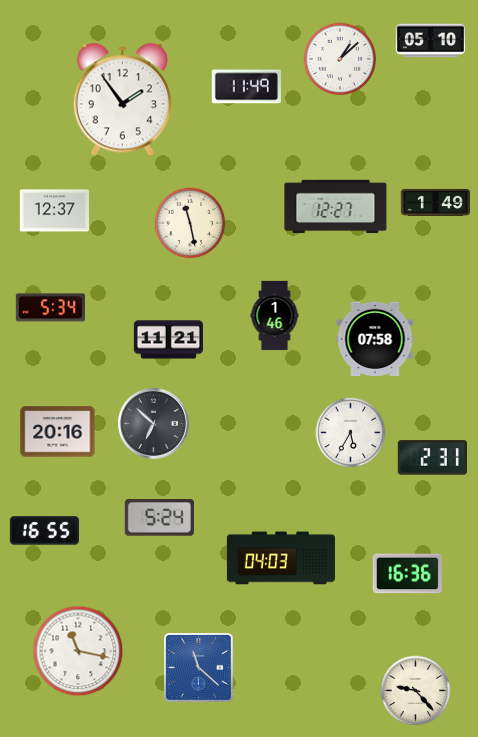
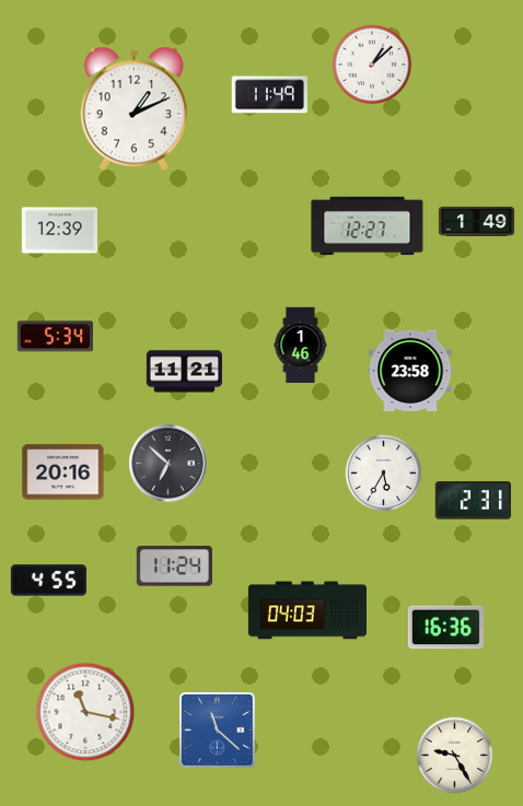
clock at (431, 41): 05:10 -> none
clock at (122, 100): 1:54 -> 1:11
clock at (54, 211): 12:37 -> 12:39
clock at (190, 223): 11:28 -> none
clock at (375, 338): 07:58 -> 23:58
clock at (159, 518): 5:24 -> 11:24
clock at (44, 531): 16:55 -> 4:55
clock at (416, 691): 9:23 -> 9:25
